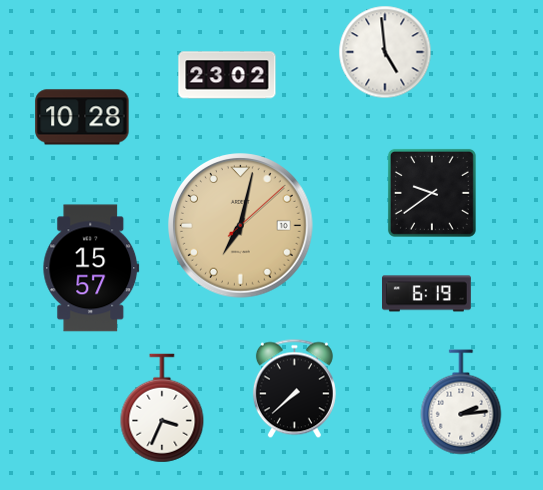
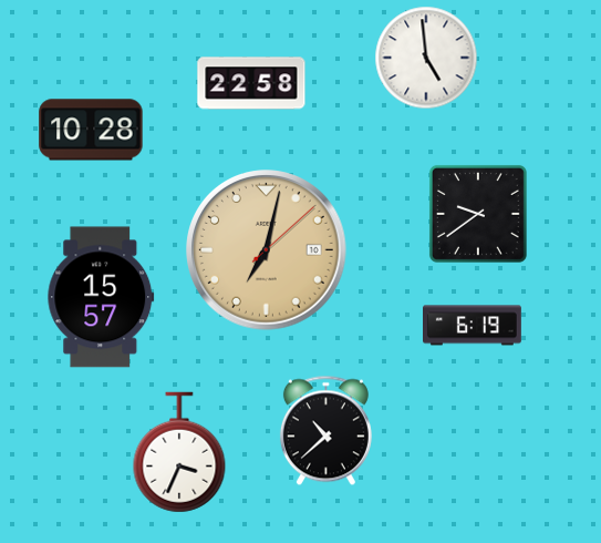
clock at (227, 75): 23:02 -> 22:58
clock at (294, 389): 7:38 -> 10:38
clock at (461, 402): 2:14 -> none
